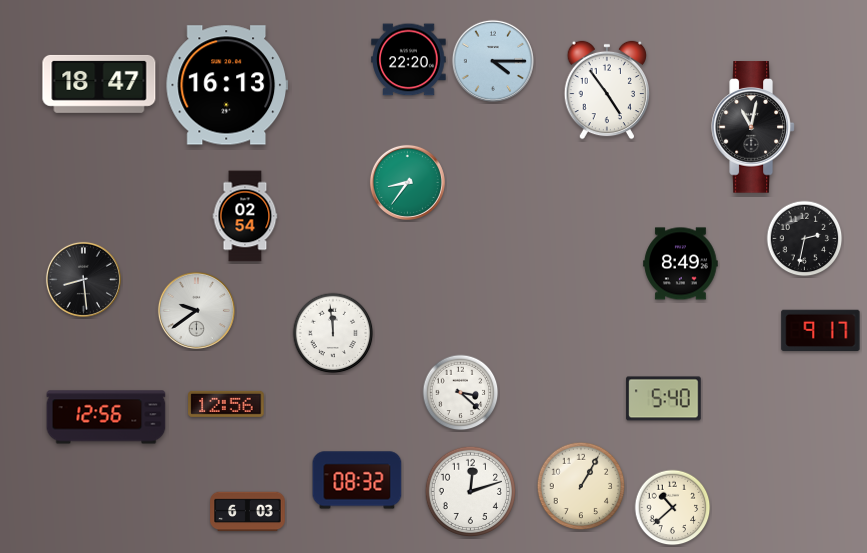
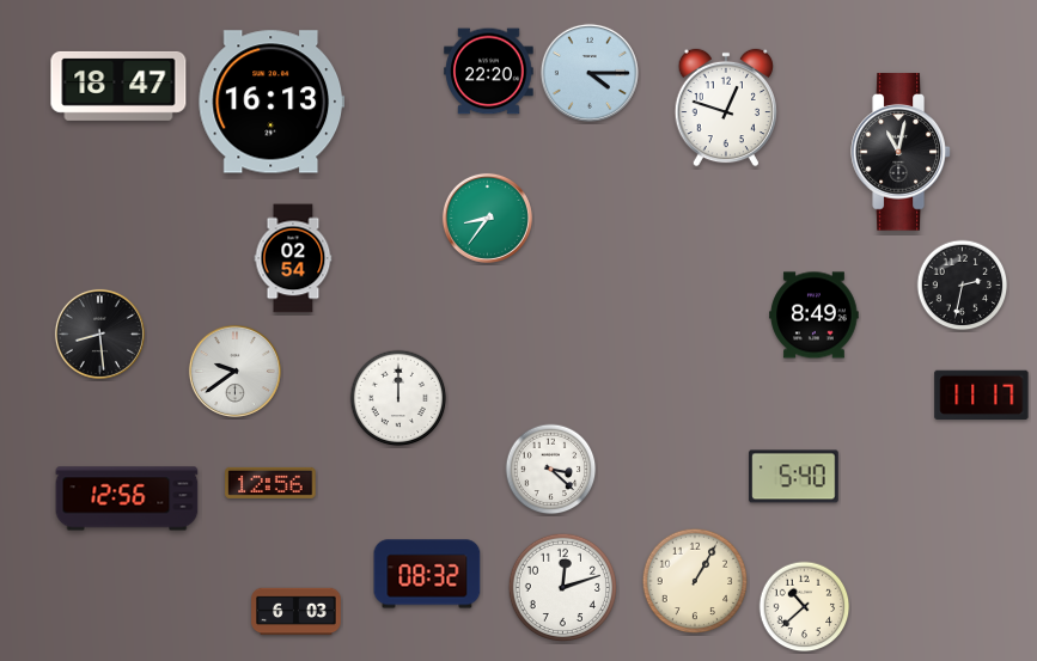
clock at (99, 84) position: (99, 84) -> (118, 86)
clock at (606, 90): 4:54 -> 12:48
clock at (821, 331): 9:17 -> 11:17
clock at (333, 333): 11:59 -> 12:00
